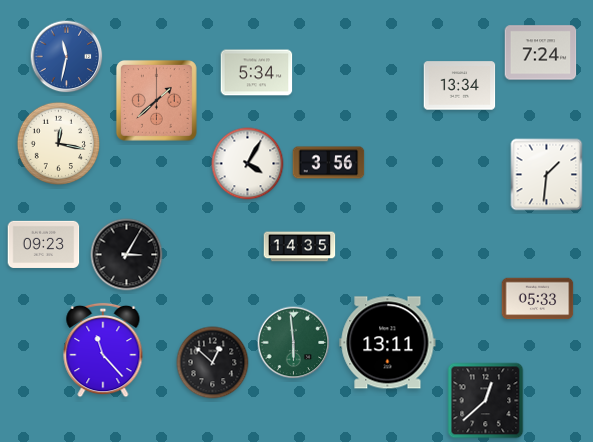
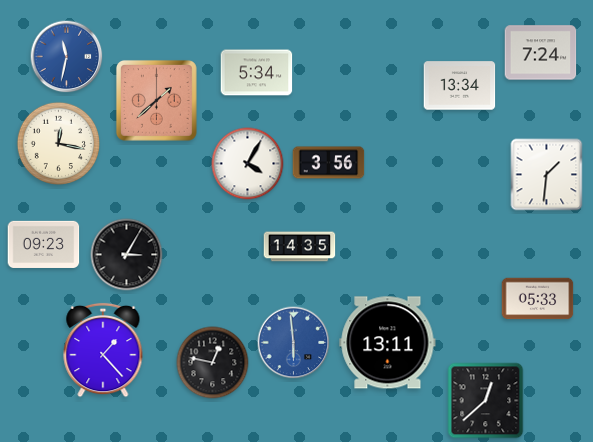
clock at (294, 343) dial: green -> blue
clock at (103, 350): 11:23 -> 1:23
clock at (213, 363): 12:52 -> 12:47
